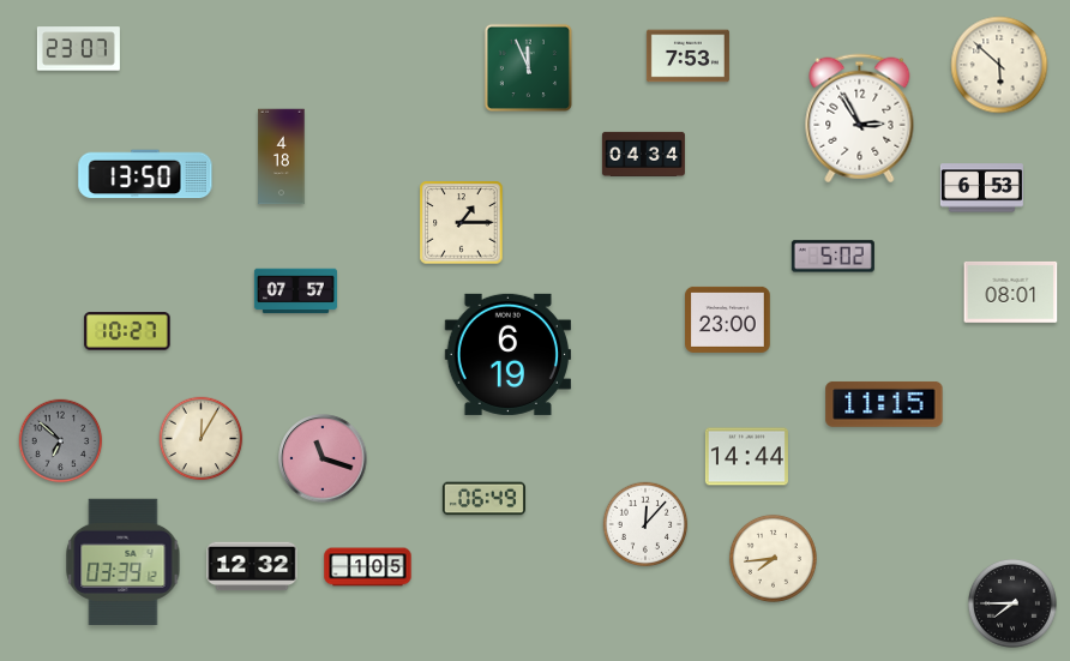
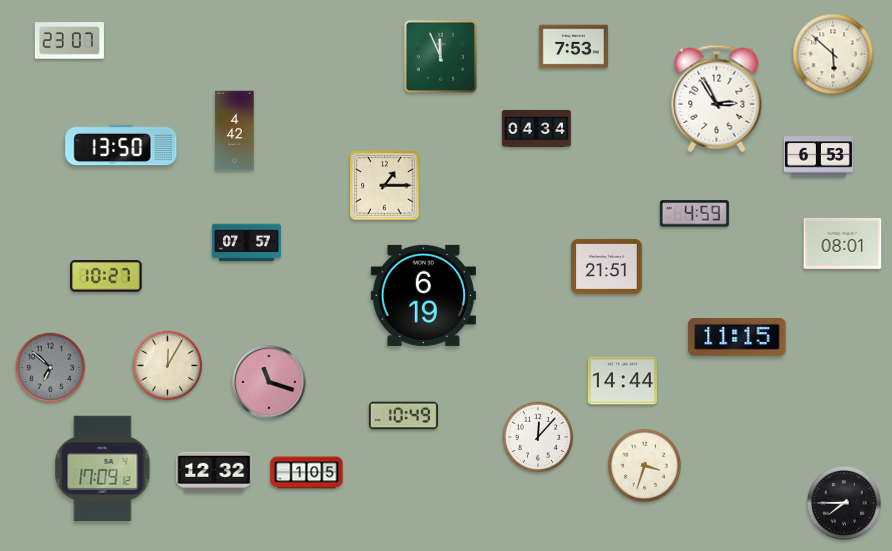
clock at (78, 49) position: (78, 49) -> (69, 41)
clock at (282, 157): 4:18 -> 4:42
clock at (832, 257): 5:02 -> 4:59
clock at (728, 319): 23:00 -> 21:51
clock at (483, 499): 06:49 -> 10:49
clock at (773, 558): 7:44 -> 3:33
clock at (124, 561): 03:39 -> 17:09
clock at (252, 566) position: (252, 566) -> (214, 472)
